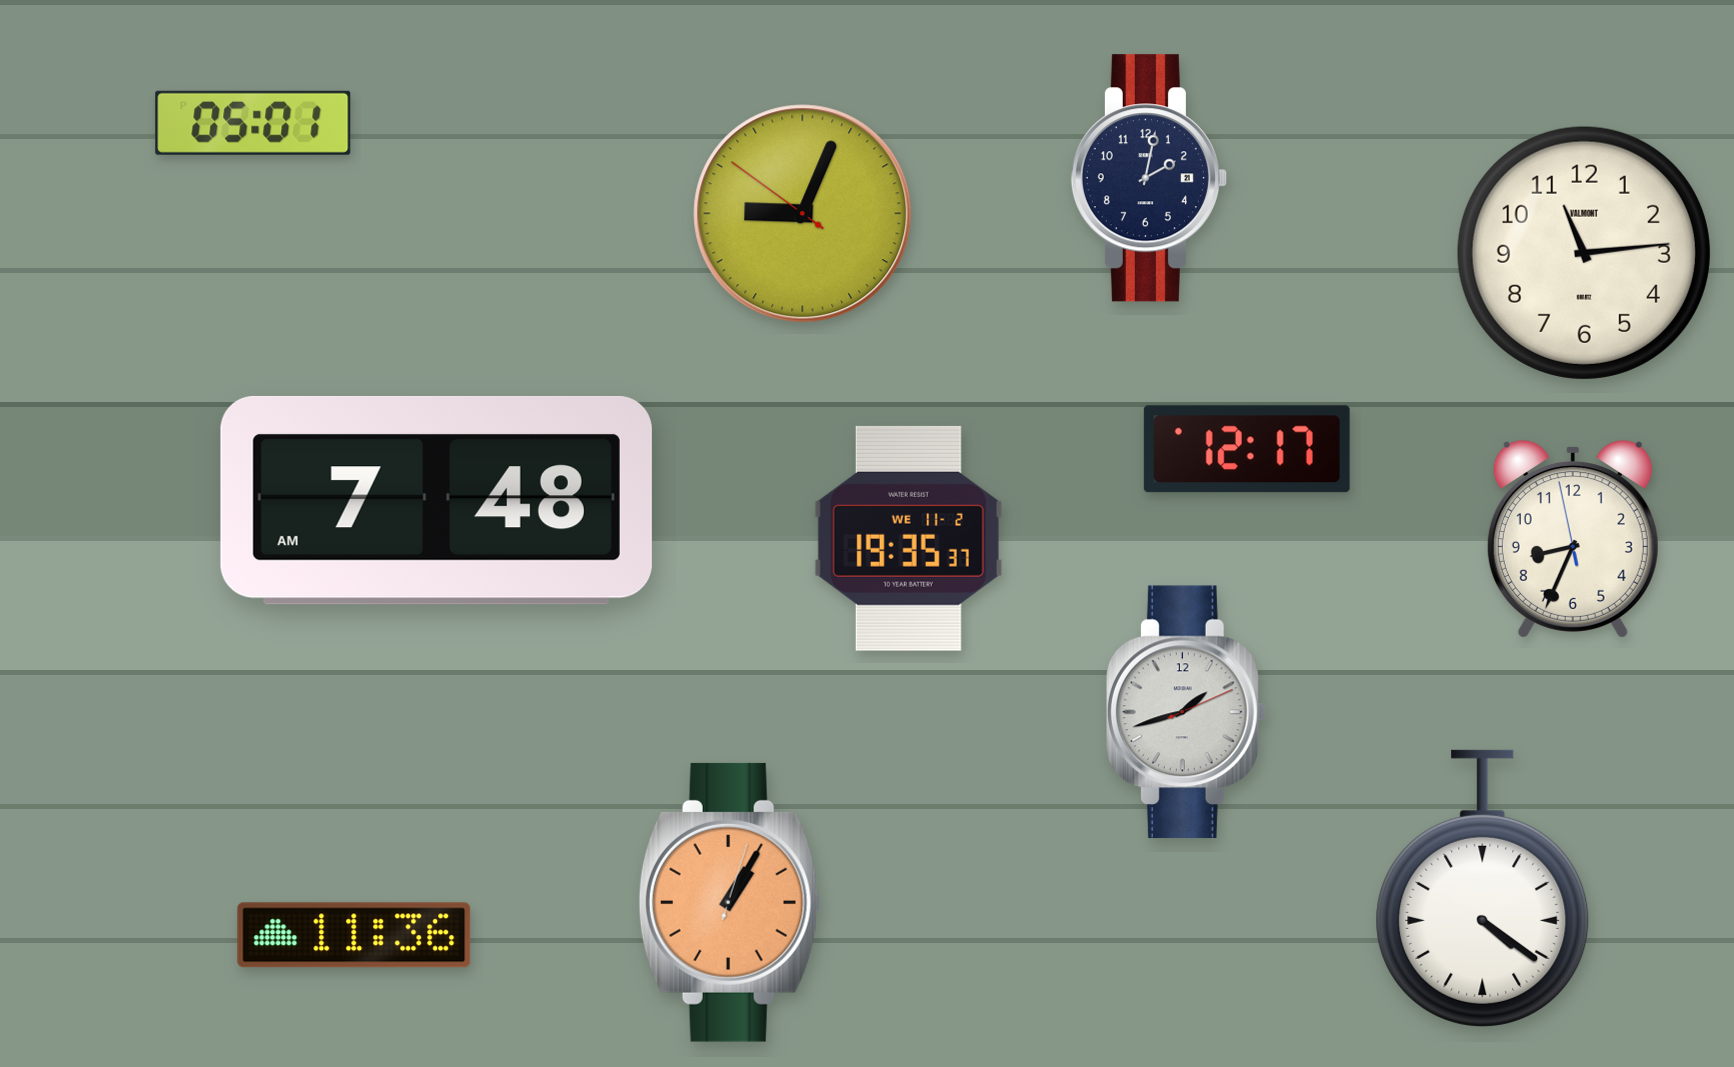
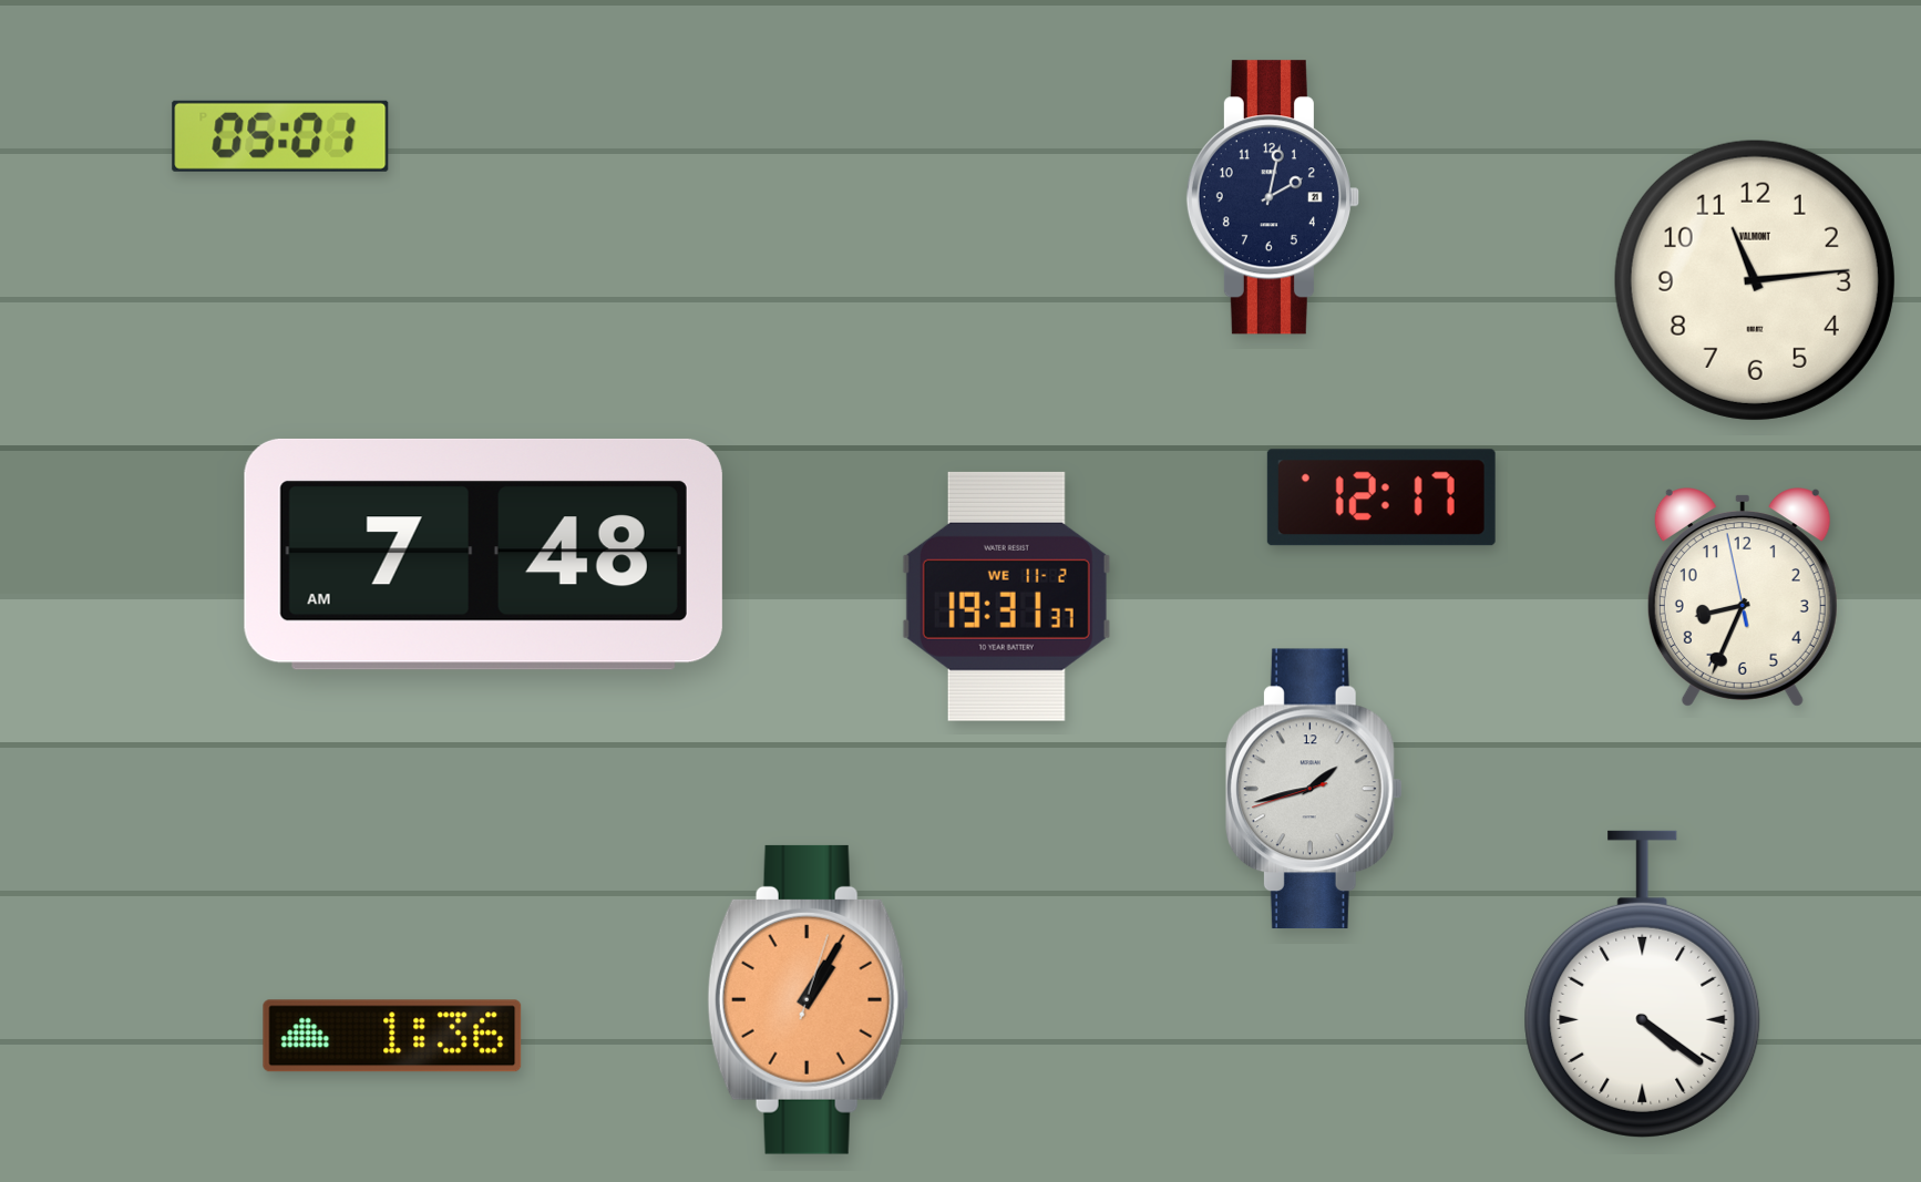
clock at (803, 214): 9:03 -> none
clock at (908, 538): 19:35 -> 19:31
clock at (1186, 712): 1:42:11 -> 1:42:42
clock at (354, 935): 11:36 -> 1:36
